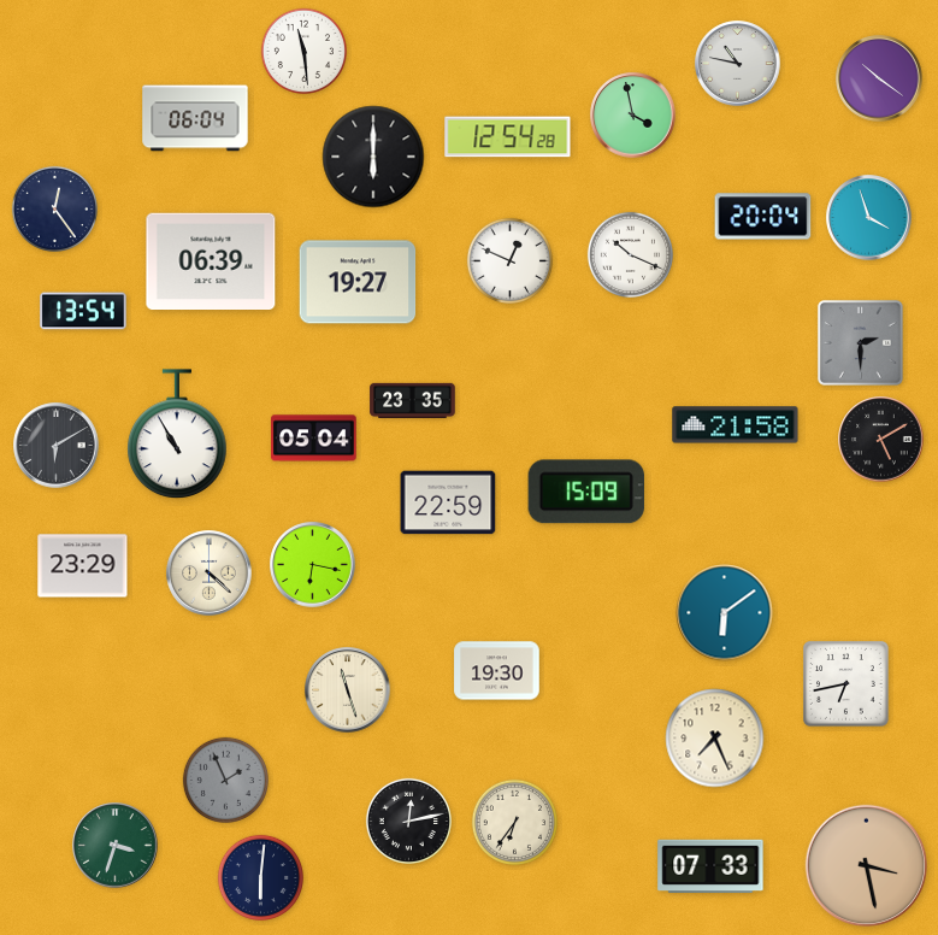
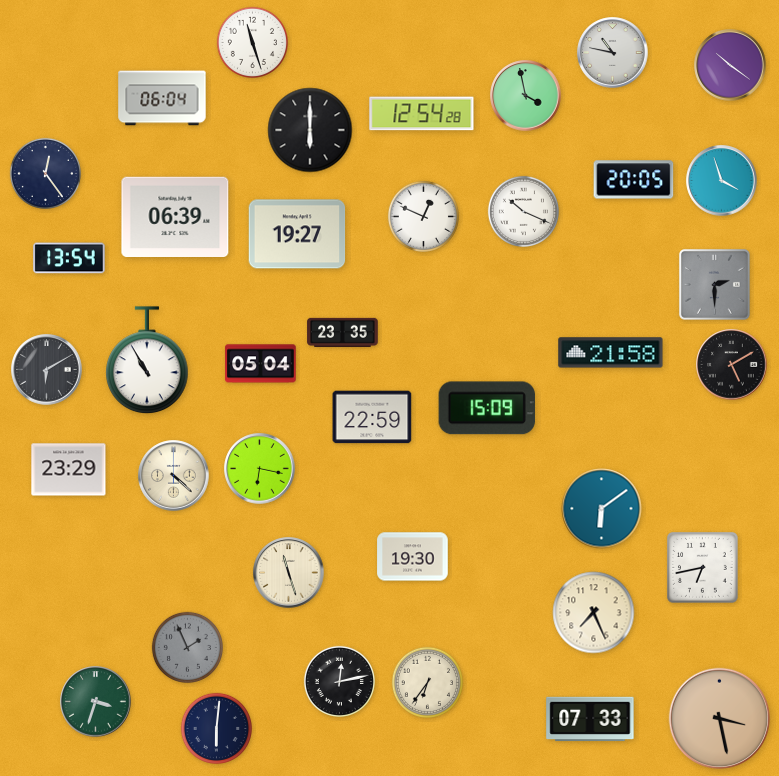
clock at (303, 51): 11:29 -> 11:27
clock at (763, 217): 20:04 -> 20:05
